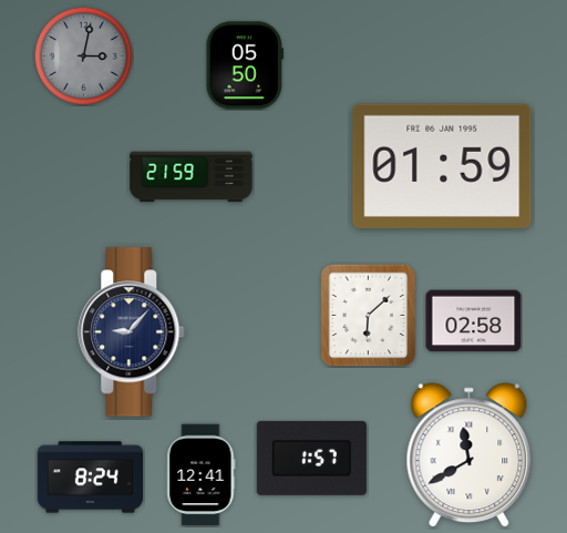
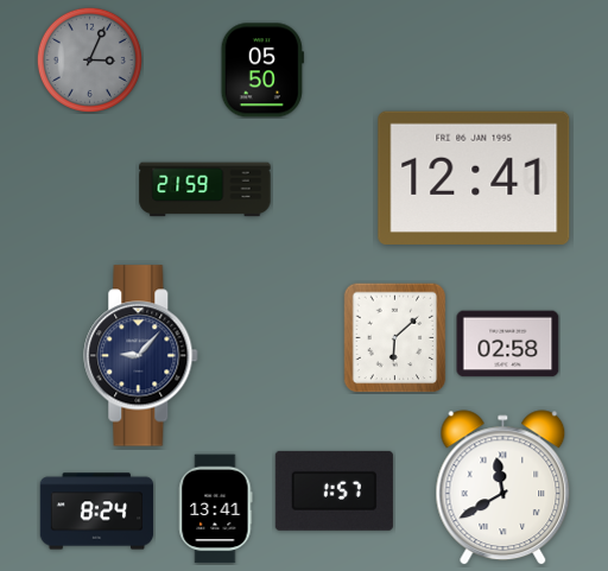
clock at (83, 55): 3:02 -> 3:04
clock at (442, 166): 01:59 -> 12:41
clock at (202, 475): 12:41 -> 13:41
